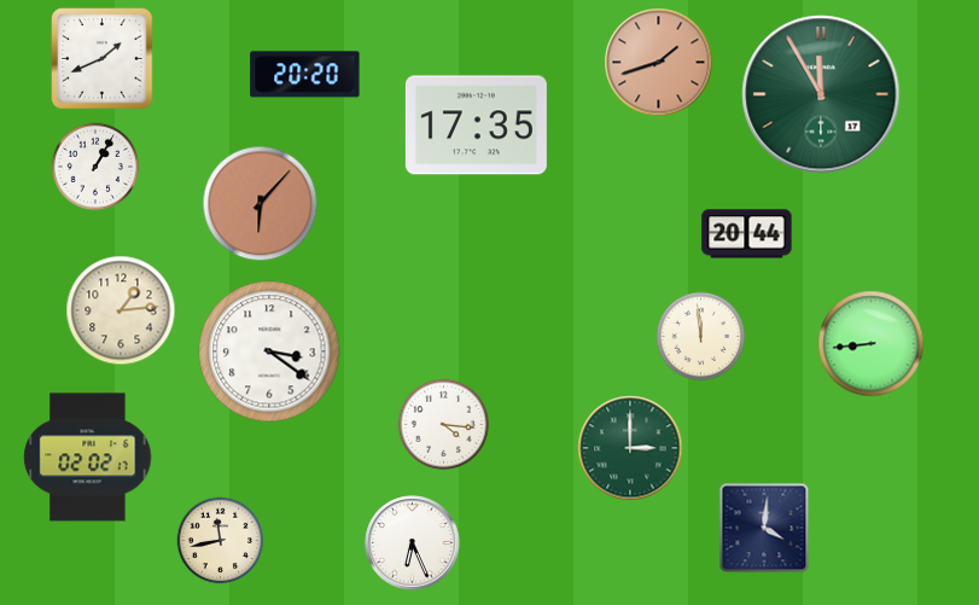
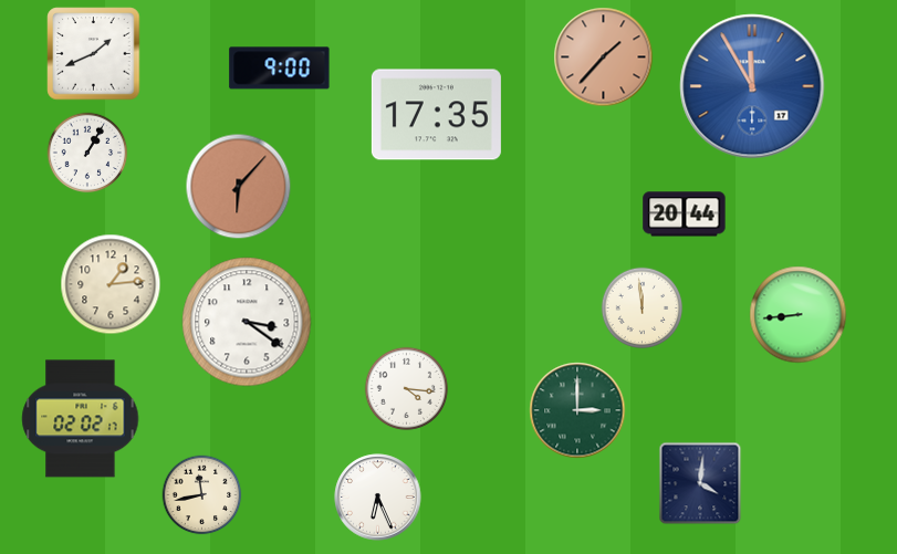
clock at (659, 63): 1:42 -> 1:37
clock at (305, 75): 20:20 -> 9:00
clock at (821, 94) dial: green -> blue
